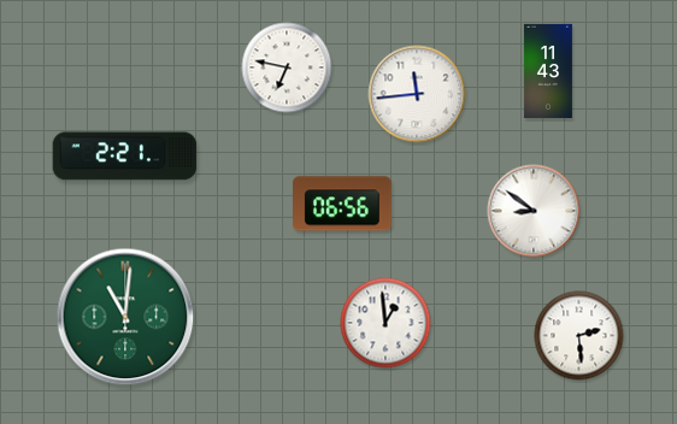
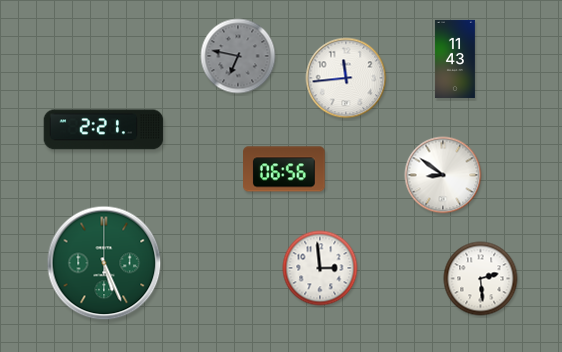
clock at (287, 67) dial: white -> grey
clock at (125, 317): 11:01 -> 5:26
clock at (385, 323): 12:59 -> 2:59
